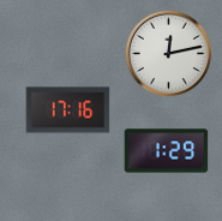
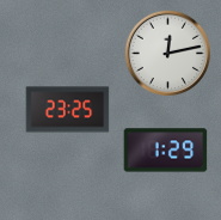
clock at (68, 110): 17:16 -> 23:25
